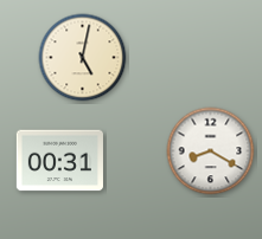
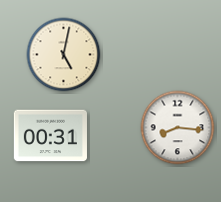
clock at (83, 58) position: (83, 58) -> (64, 55)
clock at (211, 151): 8:20 -> 8:16
